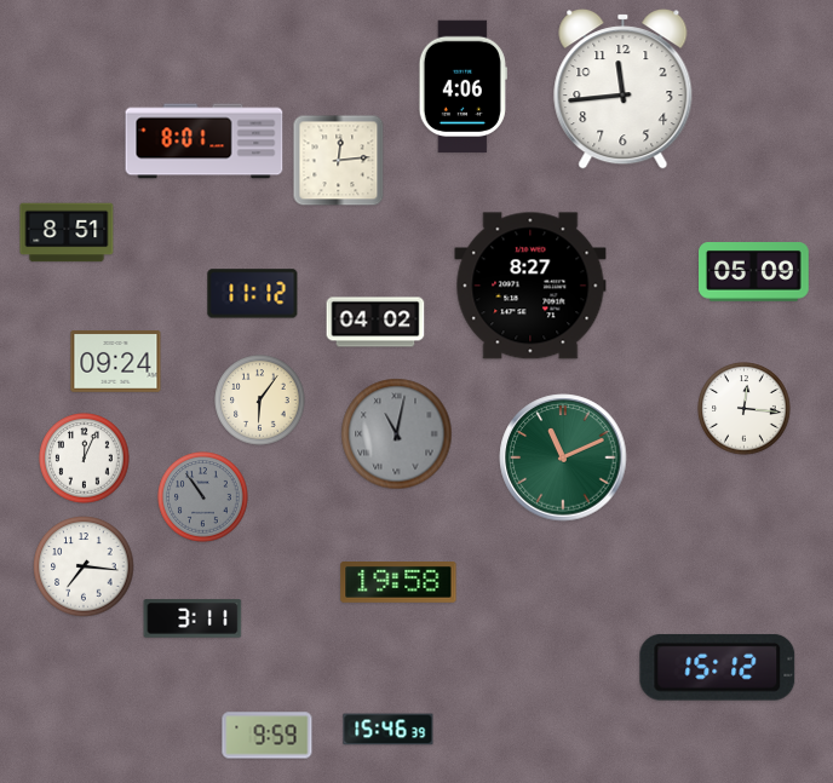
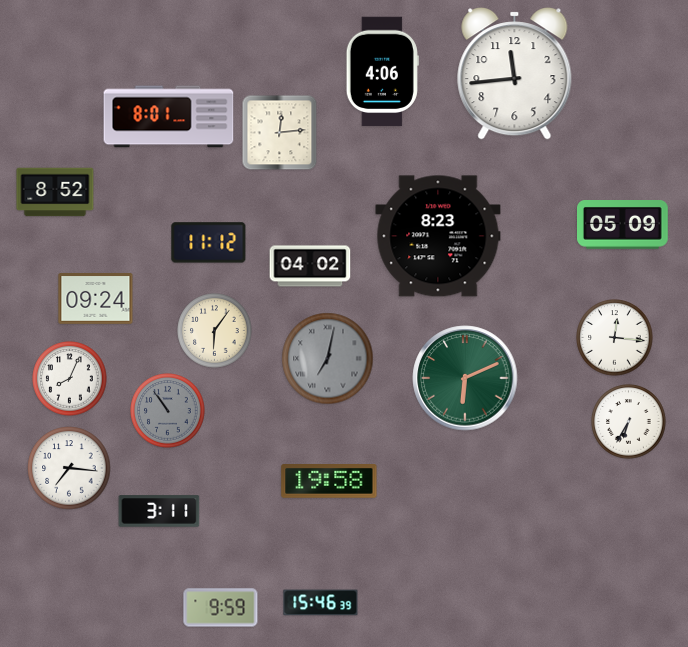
clock at (67, 232): 8:51 -> 8:52
clock at (530, 286): 8:27 -> 8:23
clock at (397, 434): 11:02 -> 7:02
clock at (563, 457): 11:11 -> 6:11
clock at (85, 459): 12:04 -> 8:04
clock at (629, 422): none -> 6:35
clock at (718, 667): 15:12 -> none
